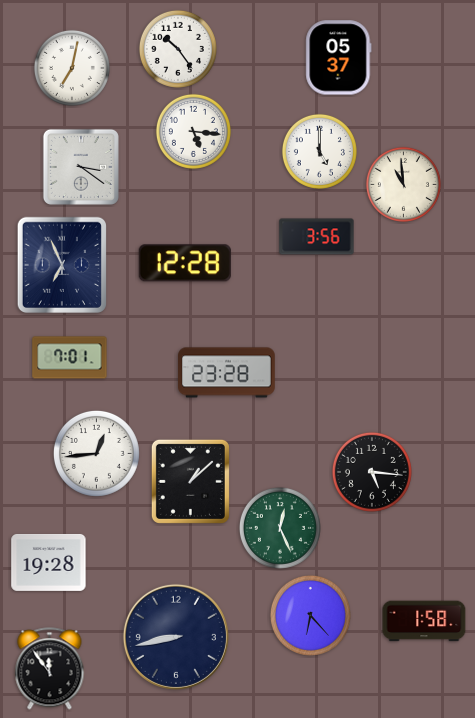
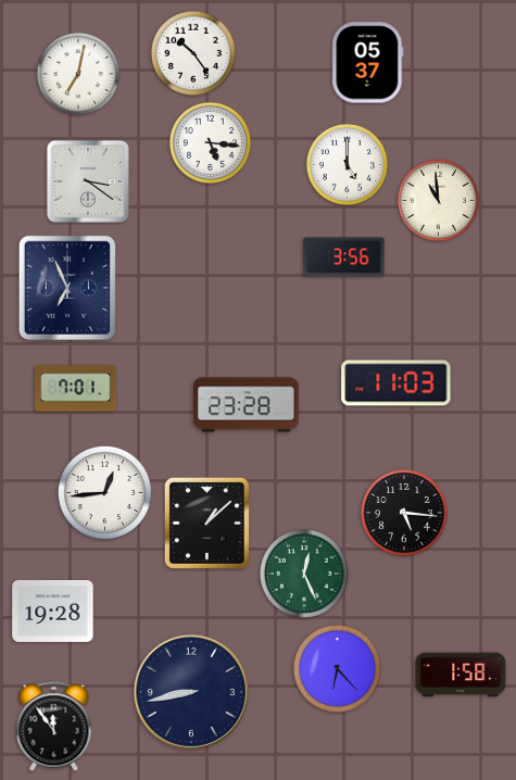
clock at (185, 263): 12:28 -> none
clock at (397, 383): none -> 11:03
